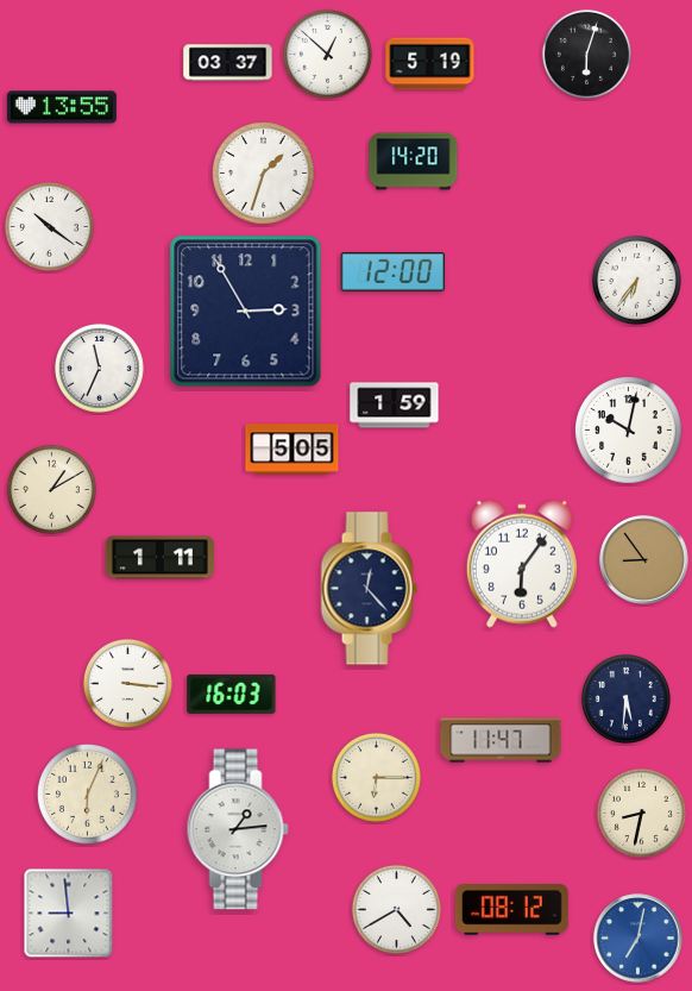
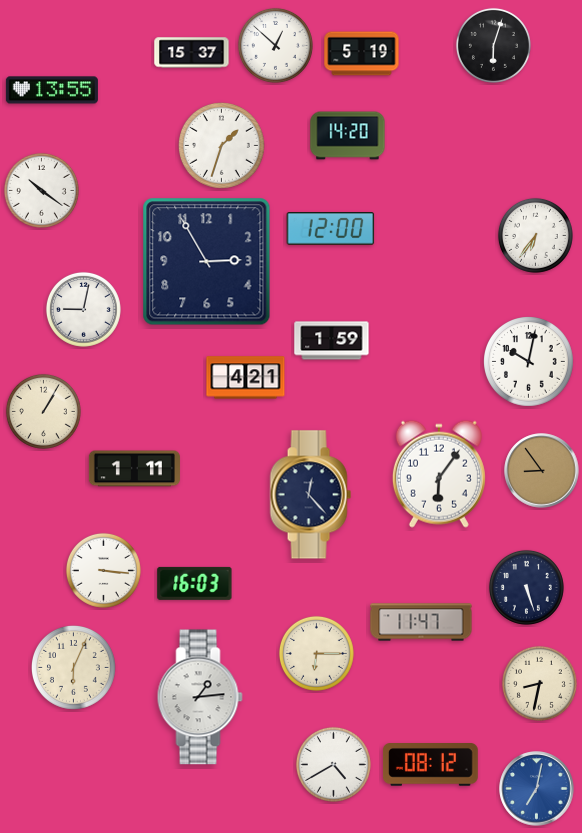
clock at (228, 63): 03:37 -> 15:37
clock at (99, 368): 11:34 -> 9:02
clock at (292, 450): 5:05 -> 4:21
clock at (51, 489): 1:10 -> 1:05
clock at (127, 683) position: (127, 683) -> (103, 570)
clock at (625, 698): 5:31 -> 5:27
clock at (69, 914): 8:59 -> none
